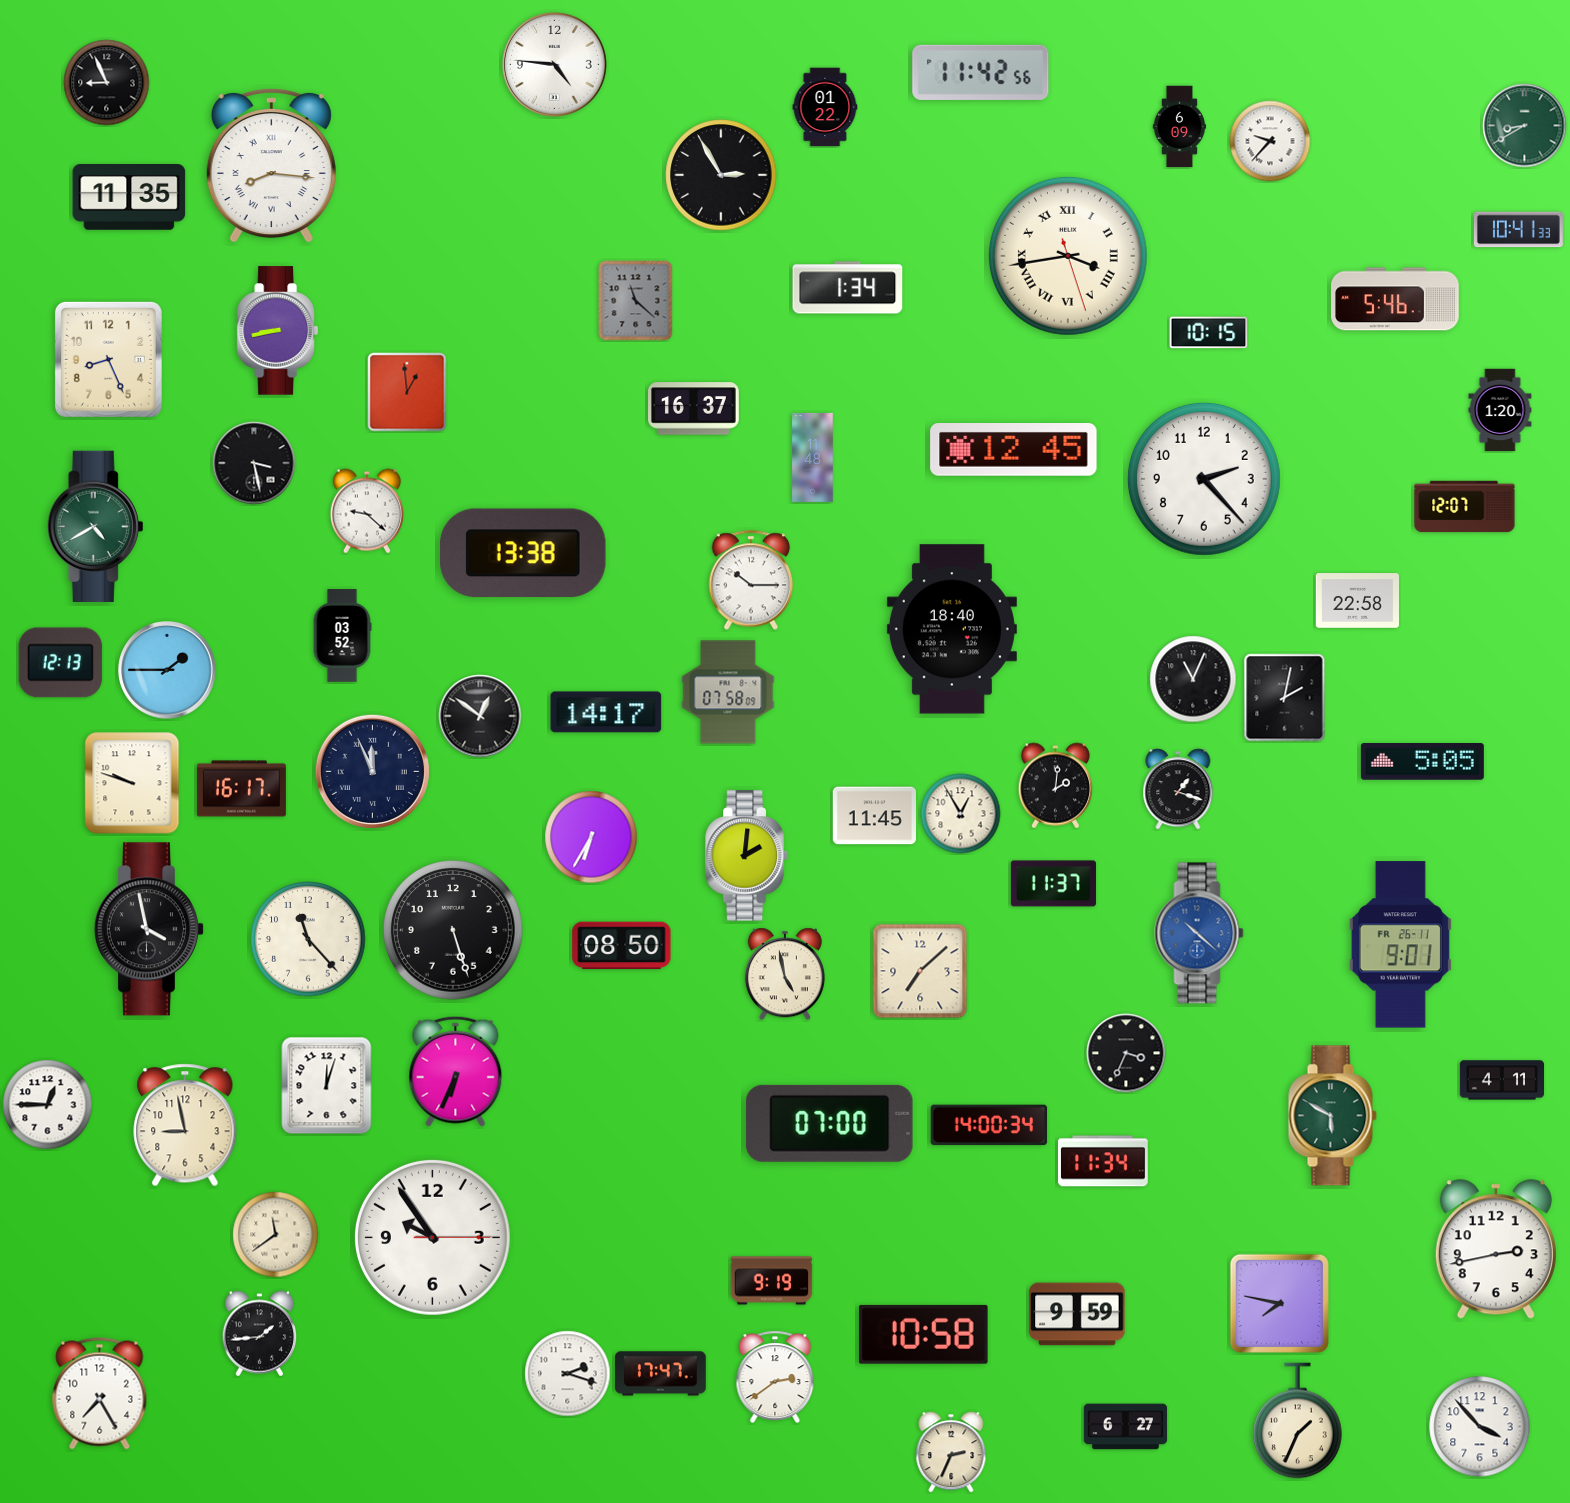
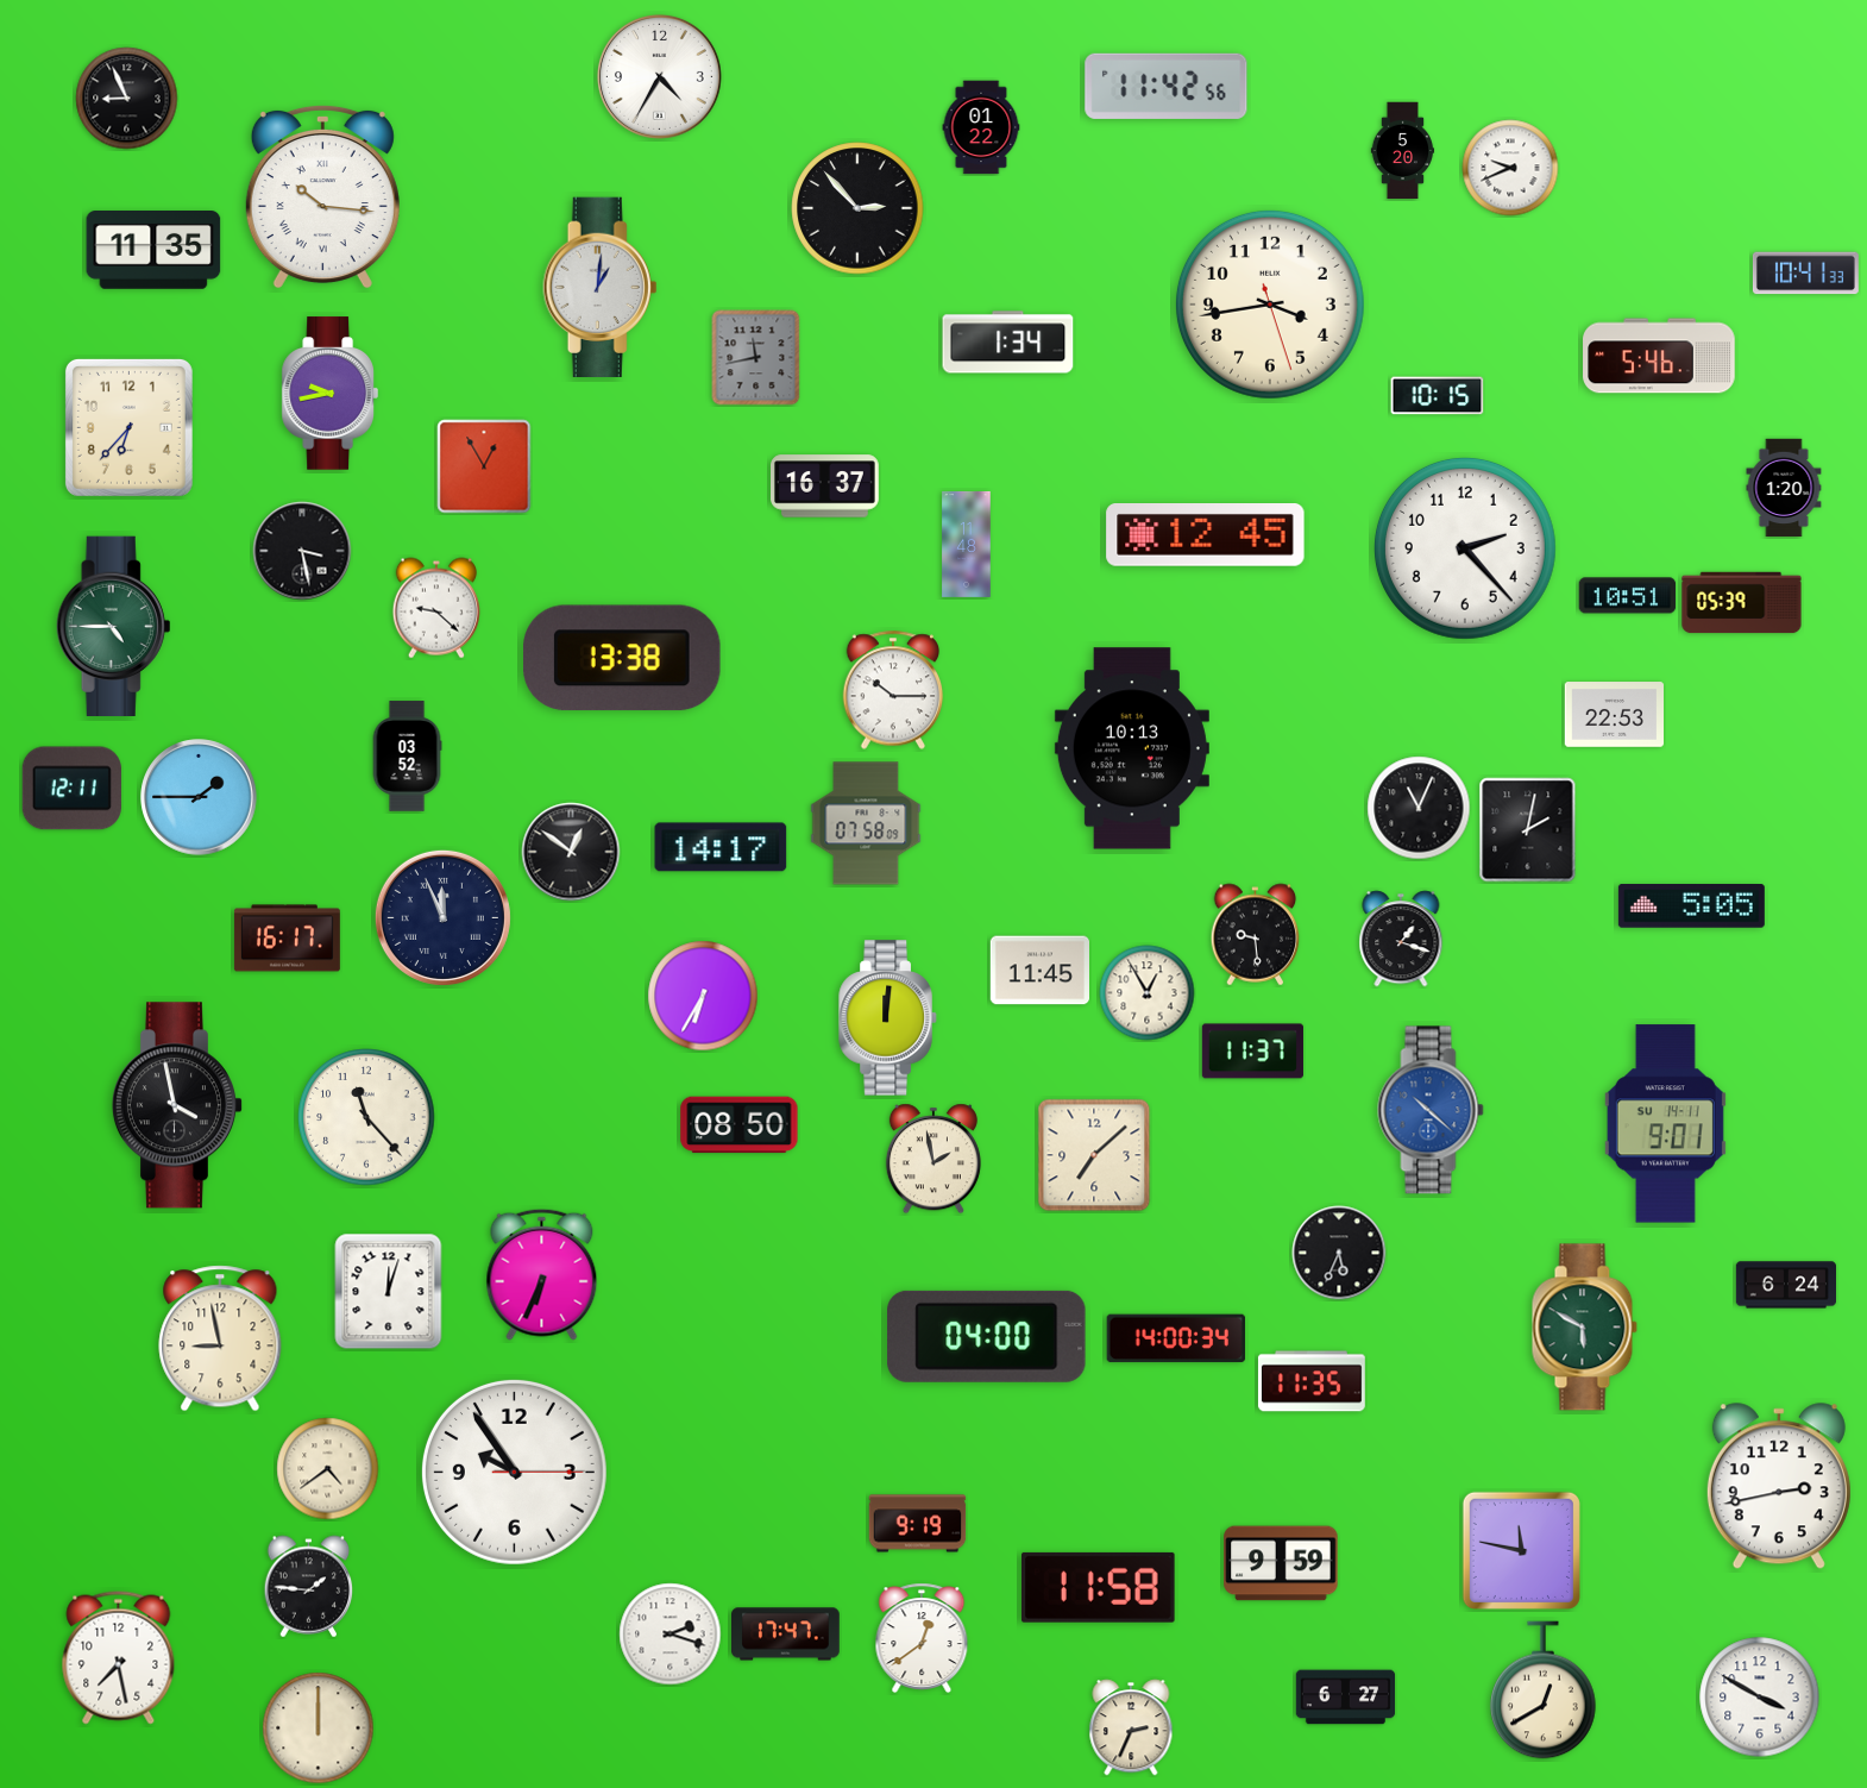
clock at (554, 64): 4:46 -> 4:35
clock at (1525, 126): 8:40 -> none
clock at (1180, 127): 6:09 -> 5:20
clock at (1270, 141): 9:37 -> 9:41
clock at (271, 165): 8:16 -> 10:16
clock at (721, 175): 2:55 -> 2:53
clock at (129, 198) position: (129, 198) -> (153, 251)
clock at (601, 287): none -> 1:01
clock at (1068, 256) numerals: Roman -> Arabic
clock at (636, 301): 11:22 -> 11:43
clock at (277, 331): 8:43 -> 9:43
clock at (108, 359): 8:26 -> 6:37
clock at (407, 392): 12:59 -> 12:55
clock at (1204, 479) position: (1204, 479) -> (1465, 548)
clock at (1628, 596): none -> 10:51
clock at (1465, 507): 12:07 -> 05:39
clock at (96, 526): 4:40 -> 4:45
clock at (1358, 601): 22:58 -> 22:53
clock at (952, 629): 18:40 -> 10:13
clock at (60, 663): 12:13 -> 12:11
clock at (132, 783): 9:48 -> none
clock at (1056, 786): 2:01 -> 9:29
clock at (961, 814) position: (961, 814) -> (1148, 993)
clock at (747, 856): 2:01 -> 12:01
clock at (454, 931): 5:27 -> none
clock at (1199, 933) position: (1199, 933) -> (1431, 1110)
clock at (1400, 945) date: FR 26-11 -> SU 14-11
clock at (785, 974): 4:58 -> 1:58
clock at (1126, 1053): 3:34 -> 5:34
clock at (1501, 1080): 4:11 -> 6:24
clock at (48, 1105): 12:45 -> none
clock at (830, 1123): 07:00 -> 04:00
clock at (1103, 1161): 11:34 -> 11:35
clock at (276, 1235): 11:39 -> 4:39
clock at (1279, 1303): 7:47 -> 11:47
clock at (260, 1334): 1:44 -> 1:46
clock at (923, 1334): 10:58 -> 11:58
clock at (568, 1374) position: (568, 1374) -> (671, 1635)
clock at (775, 1377): 2:39 -> 12:39
clock at (100, 1394): 7:25 -> 7:28
clock at (1298, 1421): 1:34 -> 12:40
clock at (1126, 1427) position: (1126, 1427) -> (1346, 1698)
clock at (1480, 1427): 3:53 -> 3:50
clock at (319, 1729): none -> 12:00
